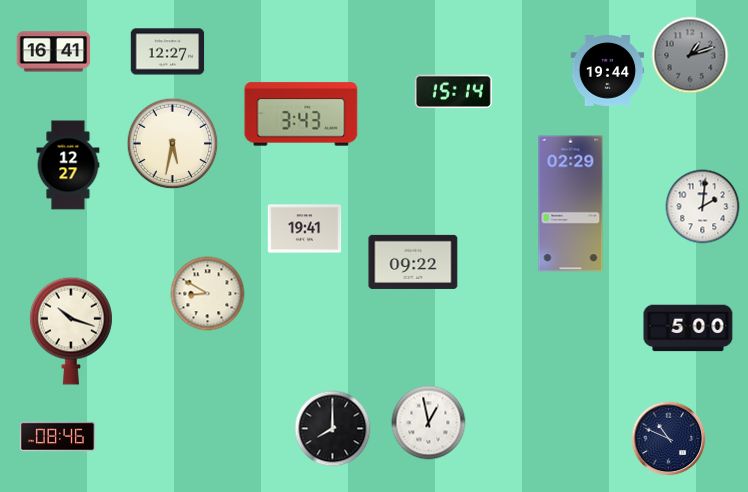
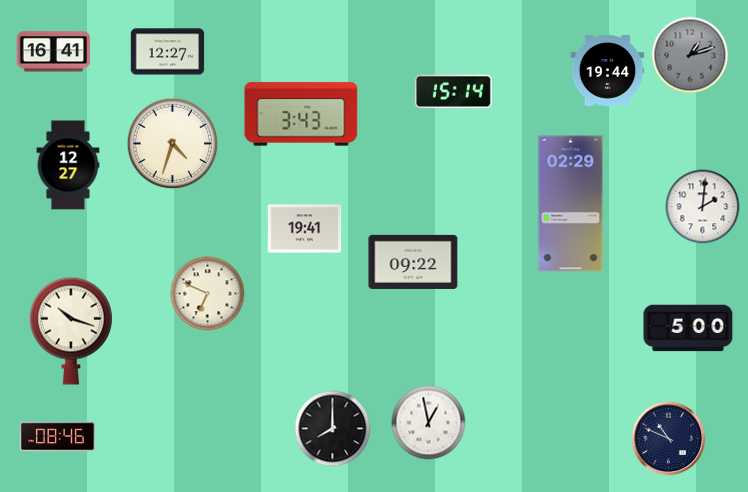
clock at (173, 144): 5:32 -> 4:33
clock at (208, 294): 8:50 -> 6:49
